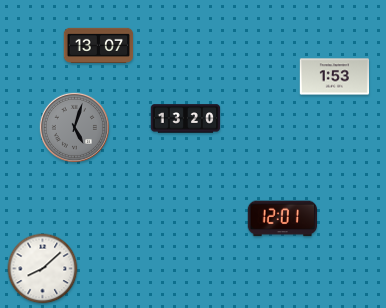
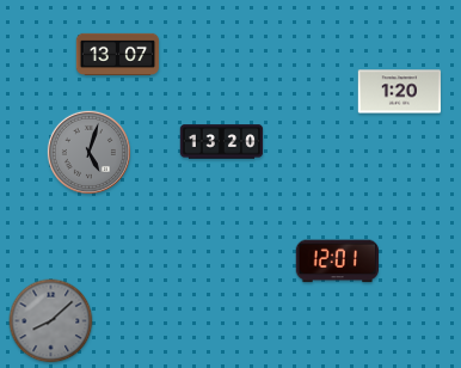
clock at (335, 77): 1:53 -> 1:20
clock at (43, 269) dial: white -> grey
